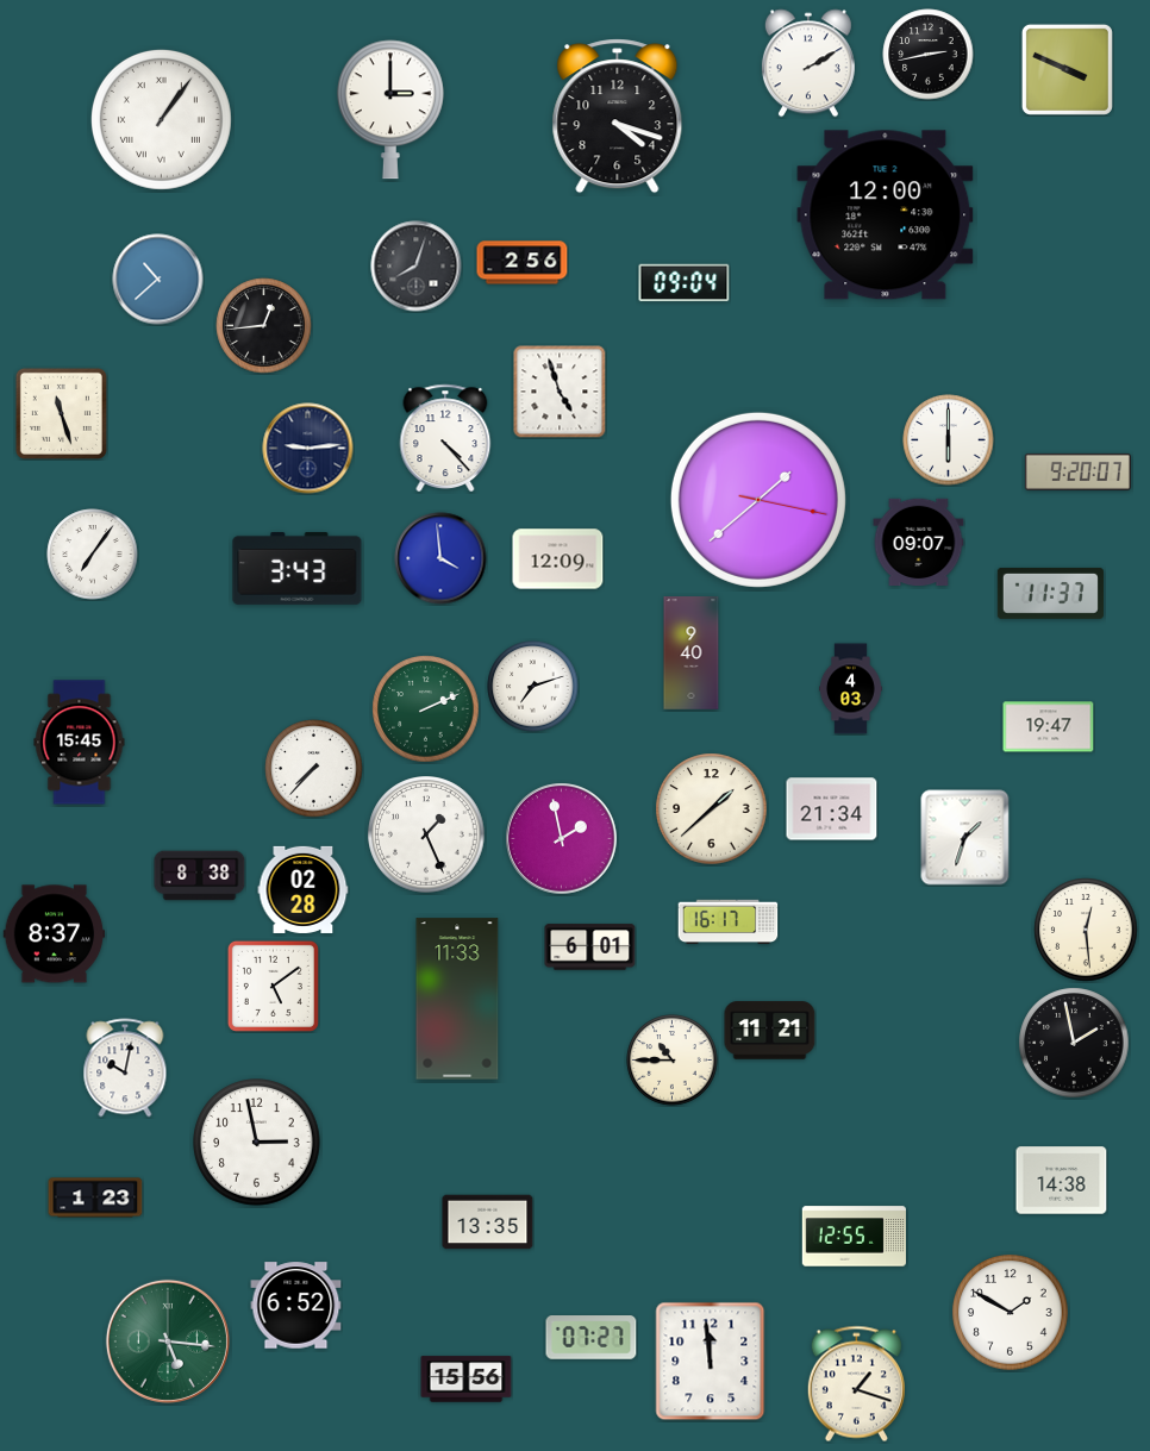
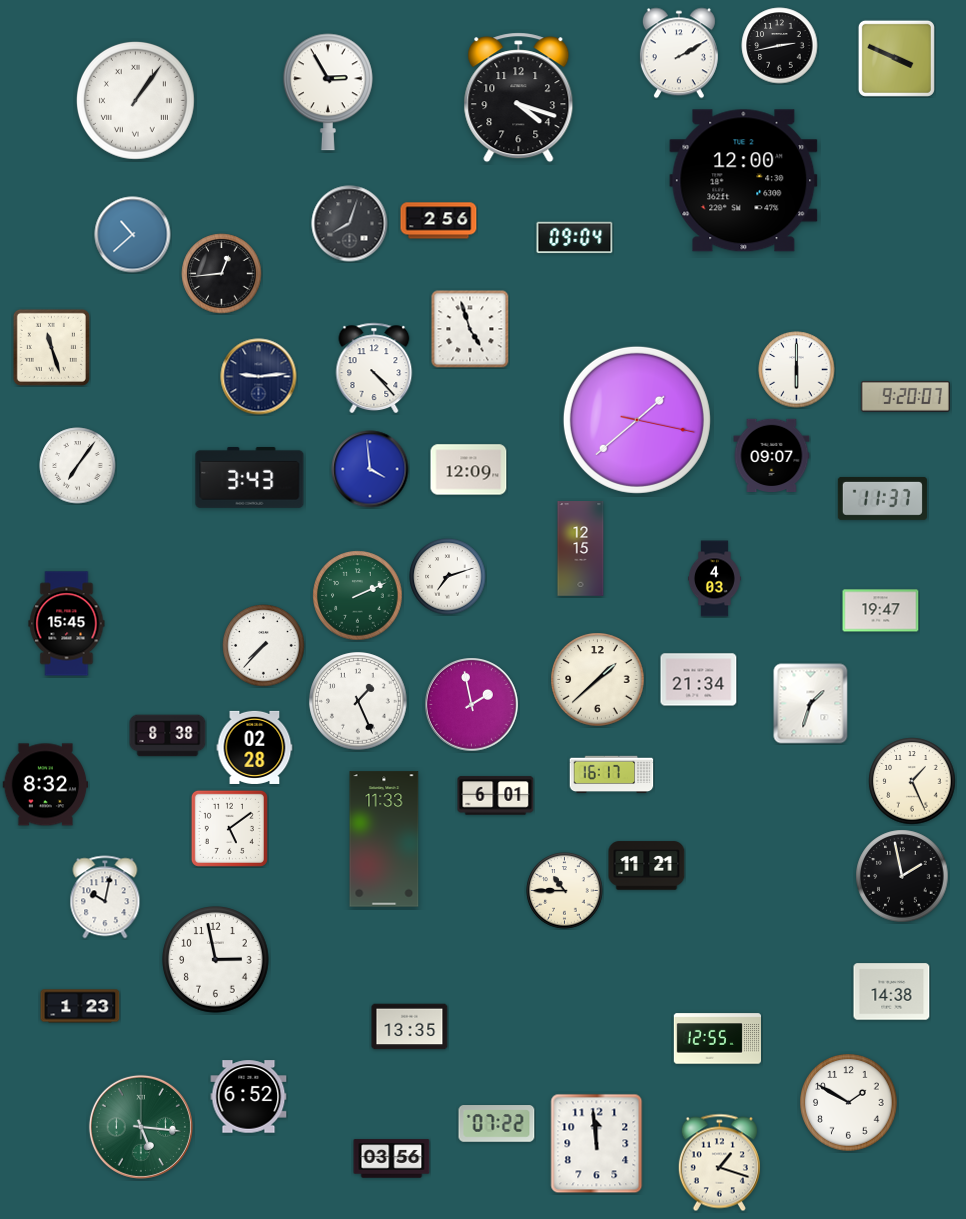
clock at (390, 110): 3:00 -> 2:55
clock at (692, 653): 9:40 -> 12:15
clock at (1086, 930): 12:29 -> 1:26
clock at (55, 934): 8:37 -> 8:32
clock at (592, 1338): 07:27 -> 07:22
clock at (467, 1380): 15:56 -> 03:56
